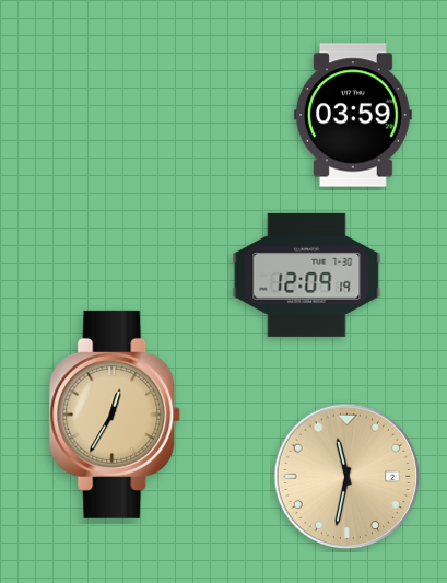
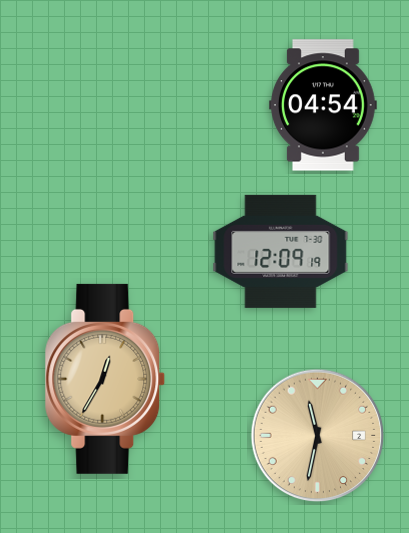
clock at (353, 115): 03:59 -> 04:54
